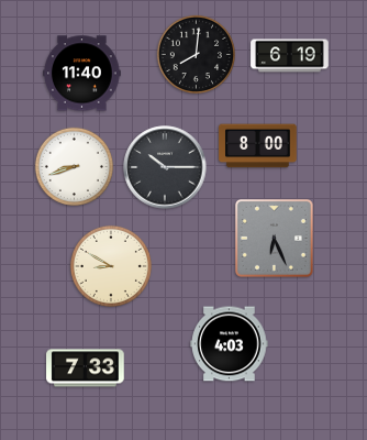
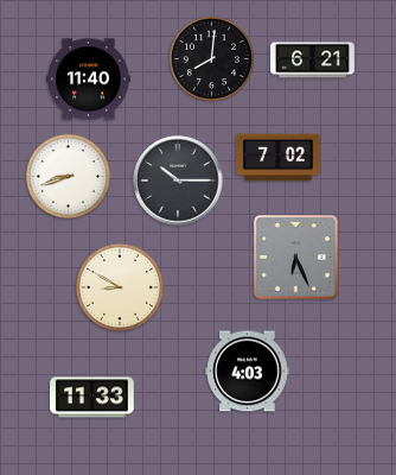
clock at (290, 56): 6:19 -> 6:21
clock at (258, 146): 8:00 -> 7:02
clock at (74, 166) position: (74, 166) -> (68, 176)
clock at (86, 369): 7:33 -> 11:33
